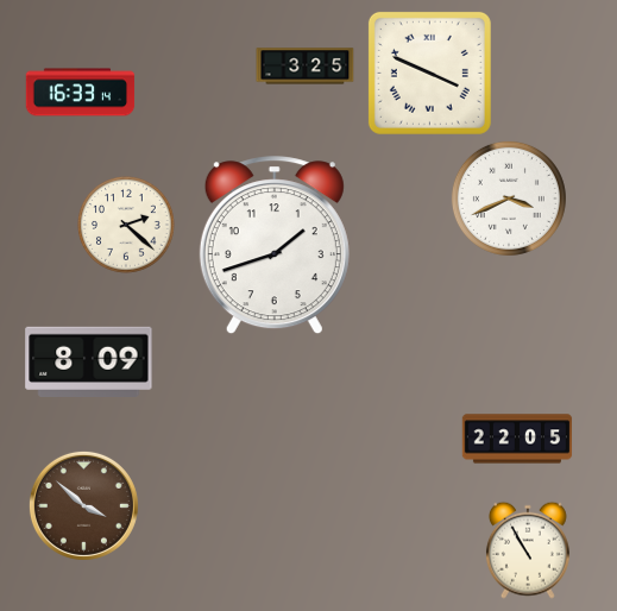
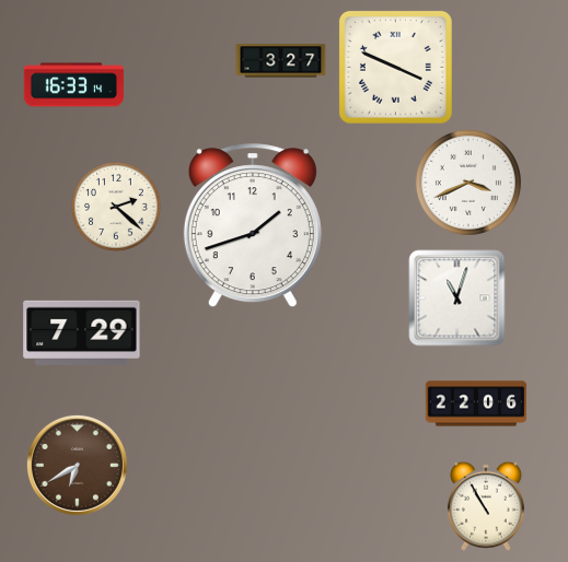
clock at (306, 67): 3:25 -> 3:27
clock at (457, 298): none -> 11:03
clock at (89, 361): 8:09 -> 7:29
clock at (517, 439): 22:05 -> 22:06
clock at (83, 505): 3:52 -> 6:40
